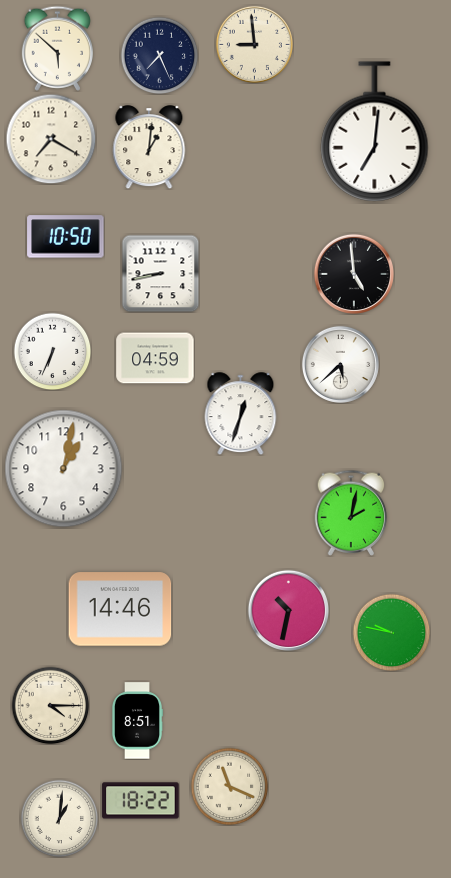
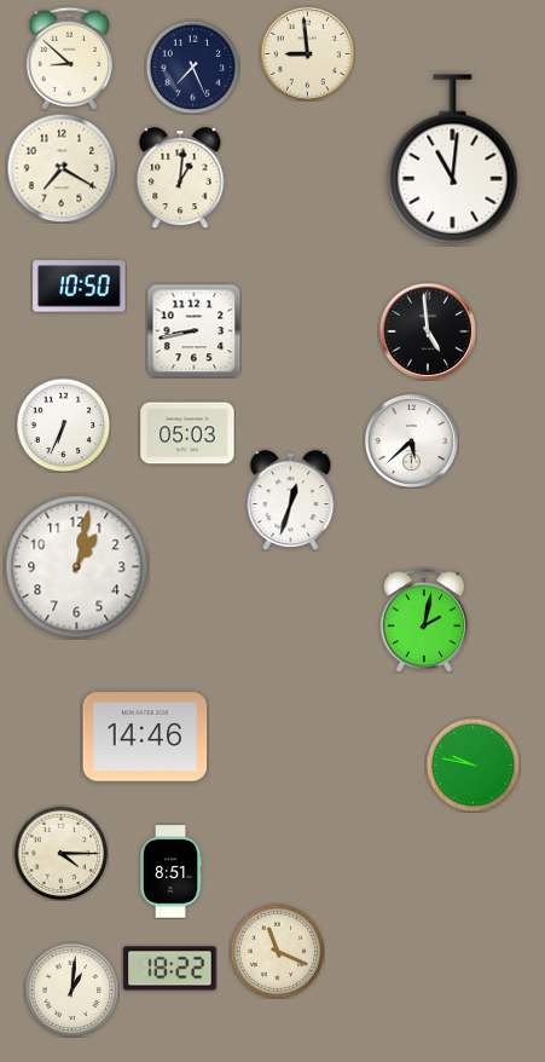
clock at (57, 48): 5:52 -> 8:52
clock at (375, 132): 7:01 -> 11:01
clock at (155, 358): 04:59 -> 05:03
clock at (288, 610): 10:32 -> none
clock at (136, 721) position: (136, 721) -> (169, 872)
